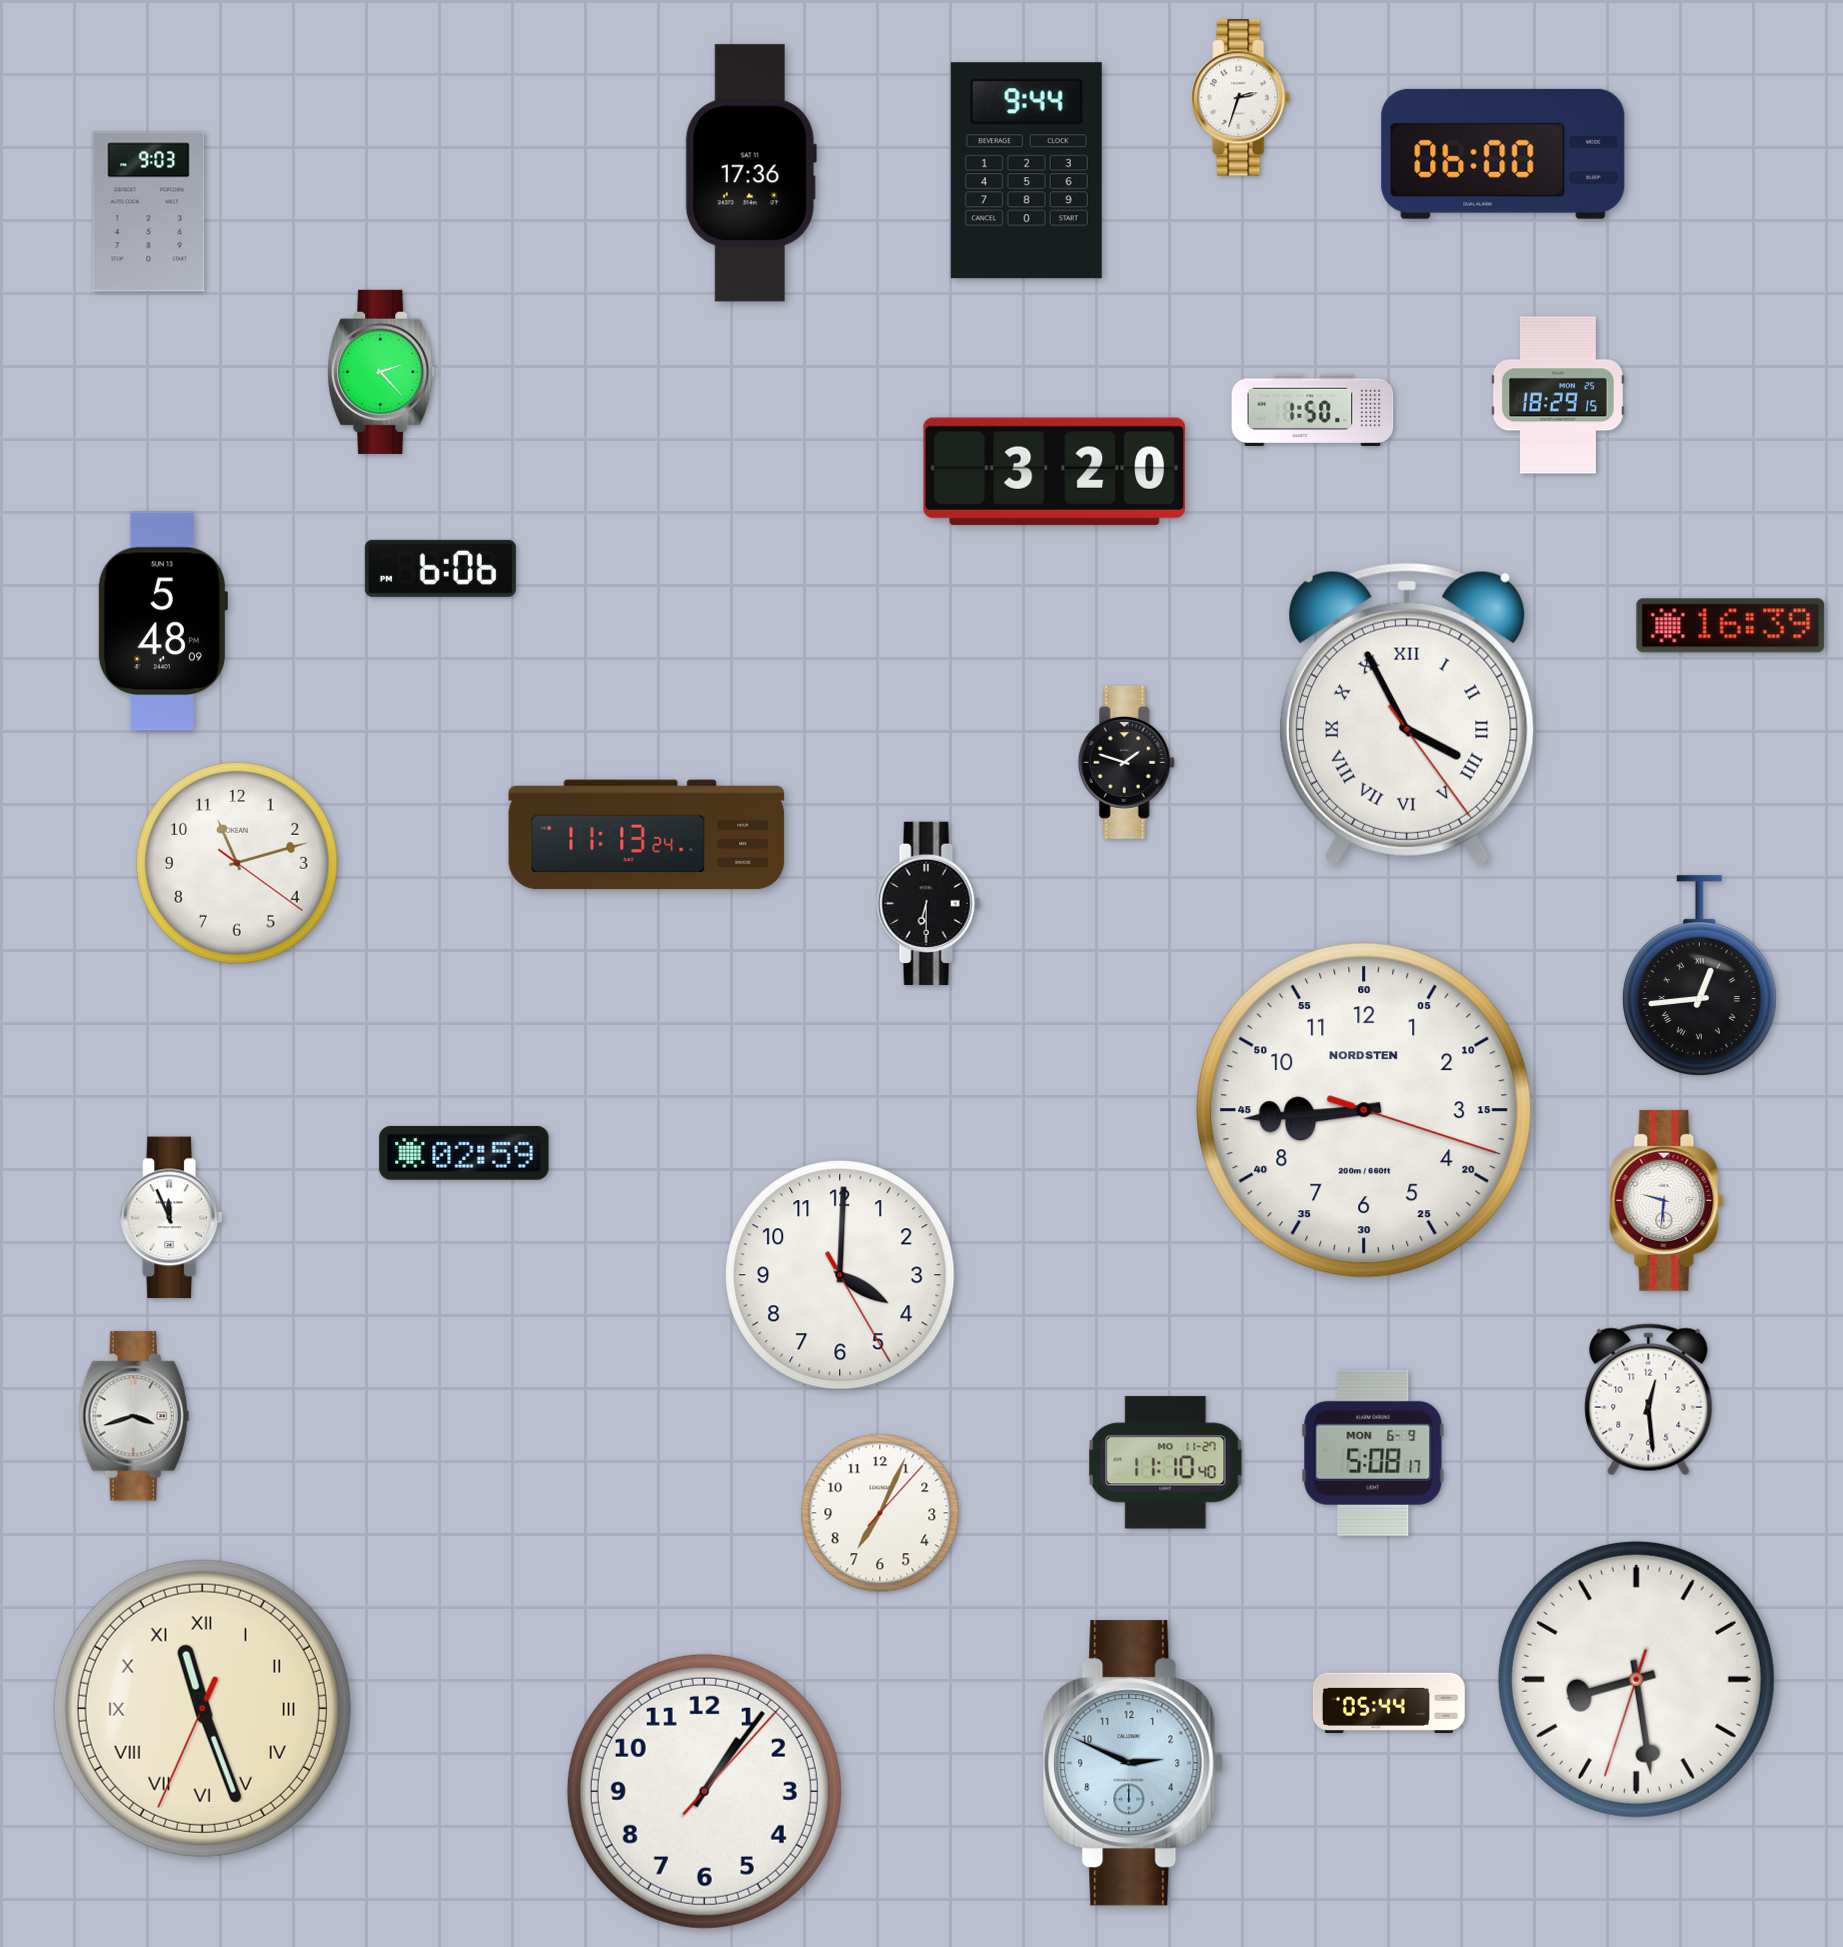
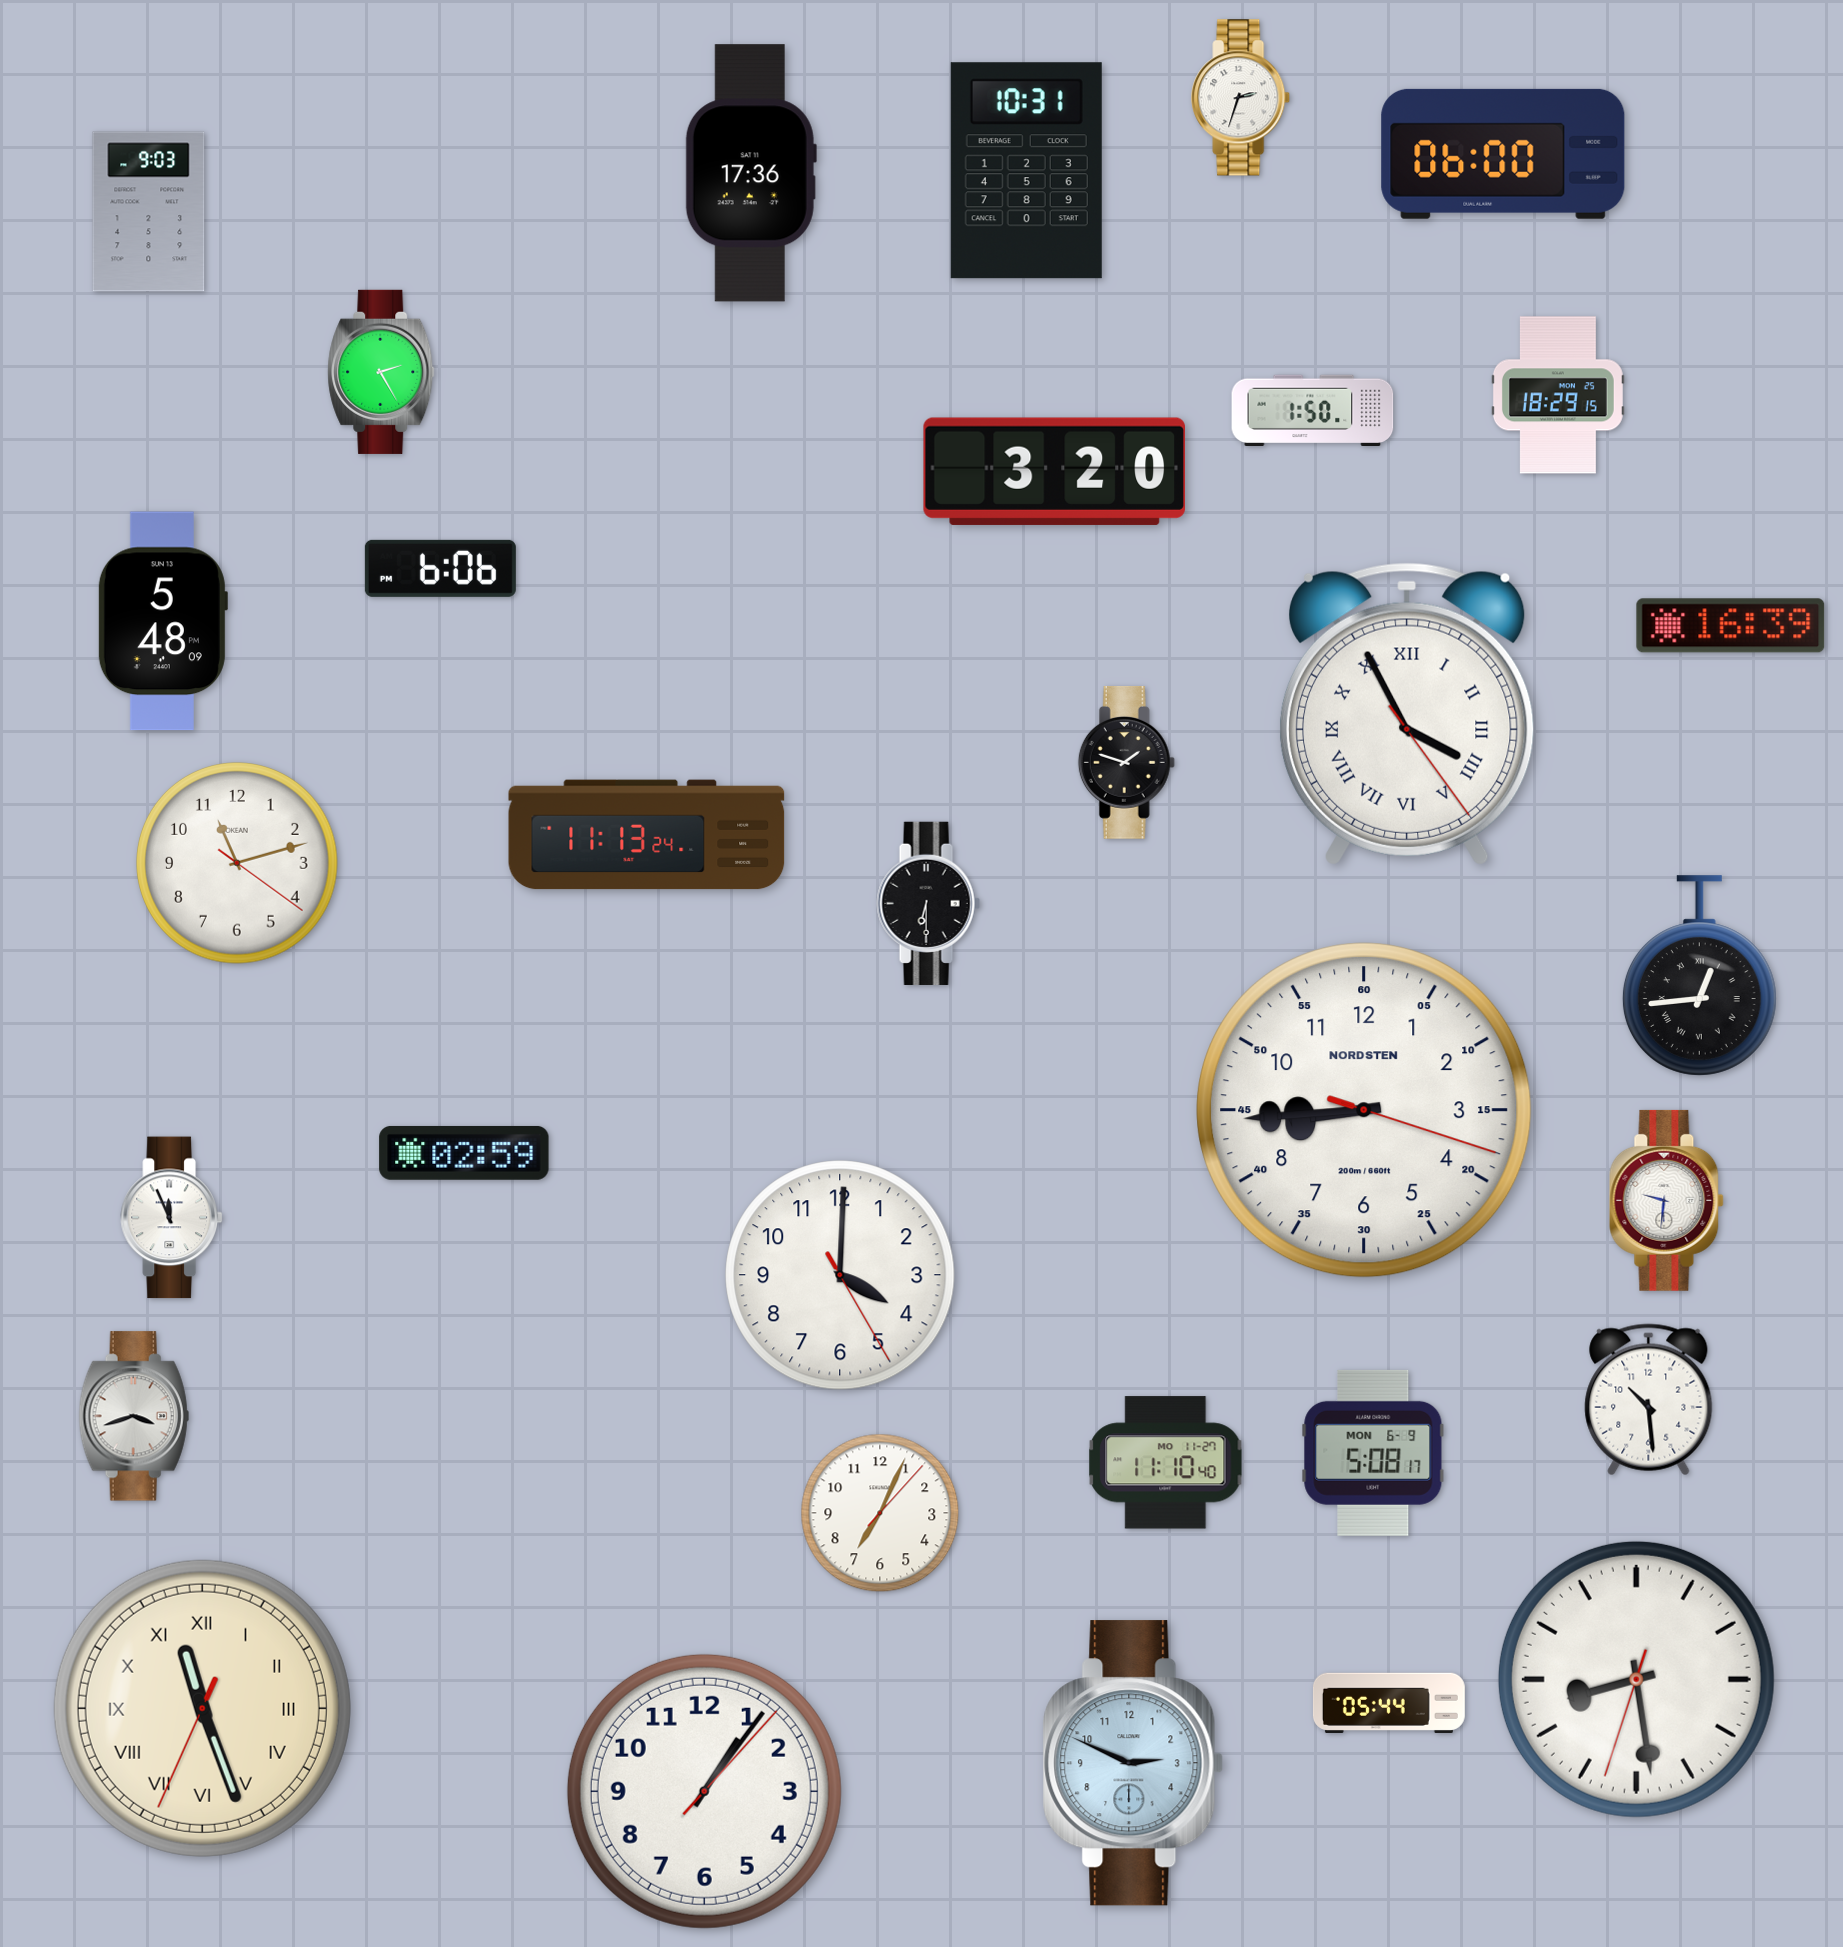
clock at (1026, 171): 9:44 -> 10:31
clock at (381, 372): 2:23 -> 2:25
clock at (1649, 1400): 12:29 -> 10:29
